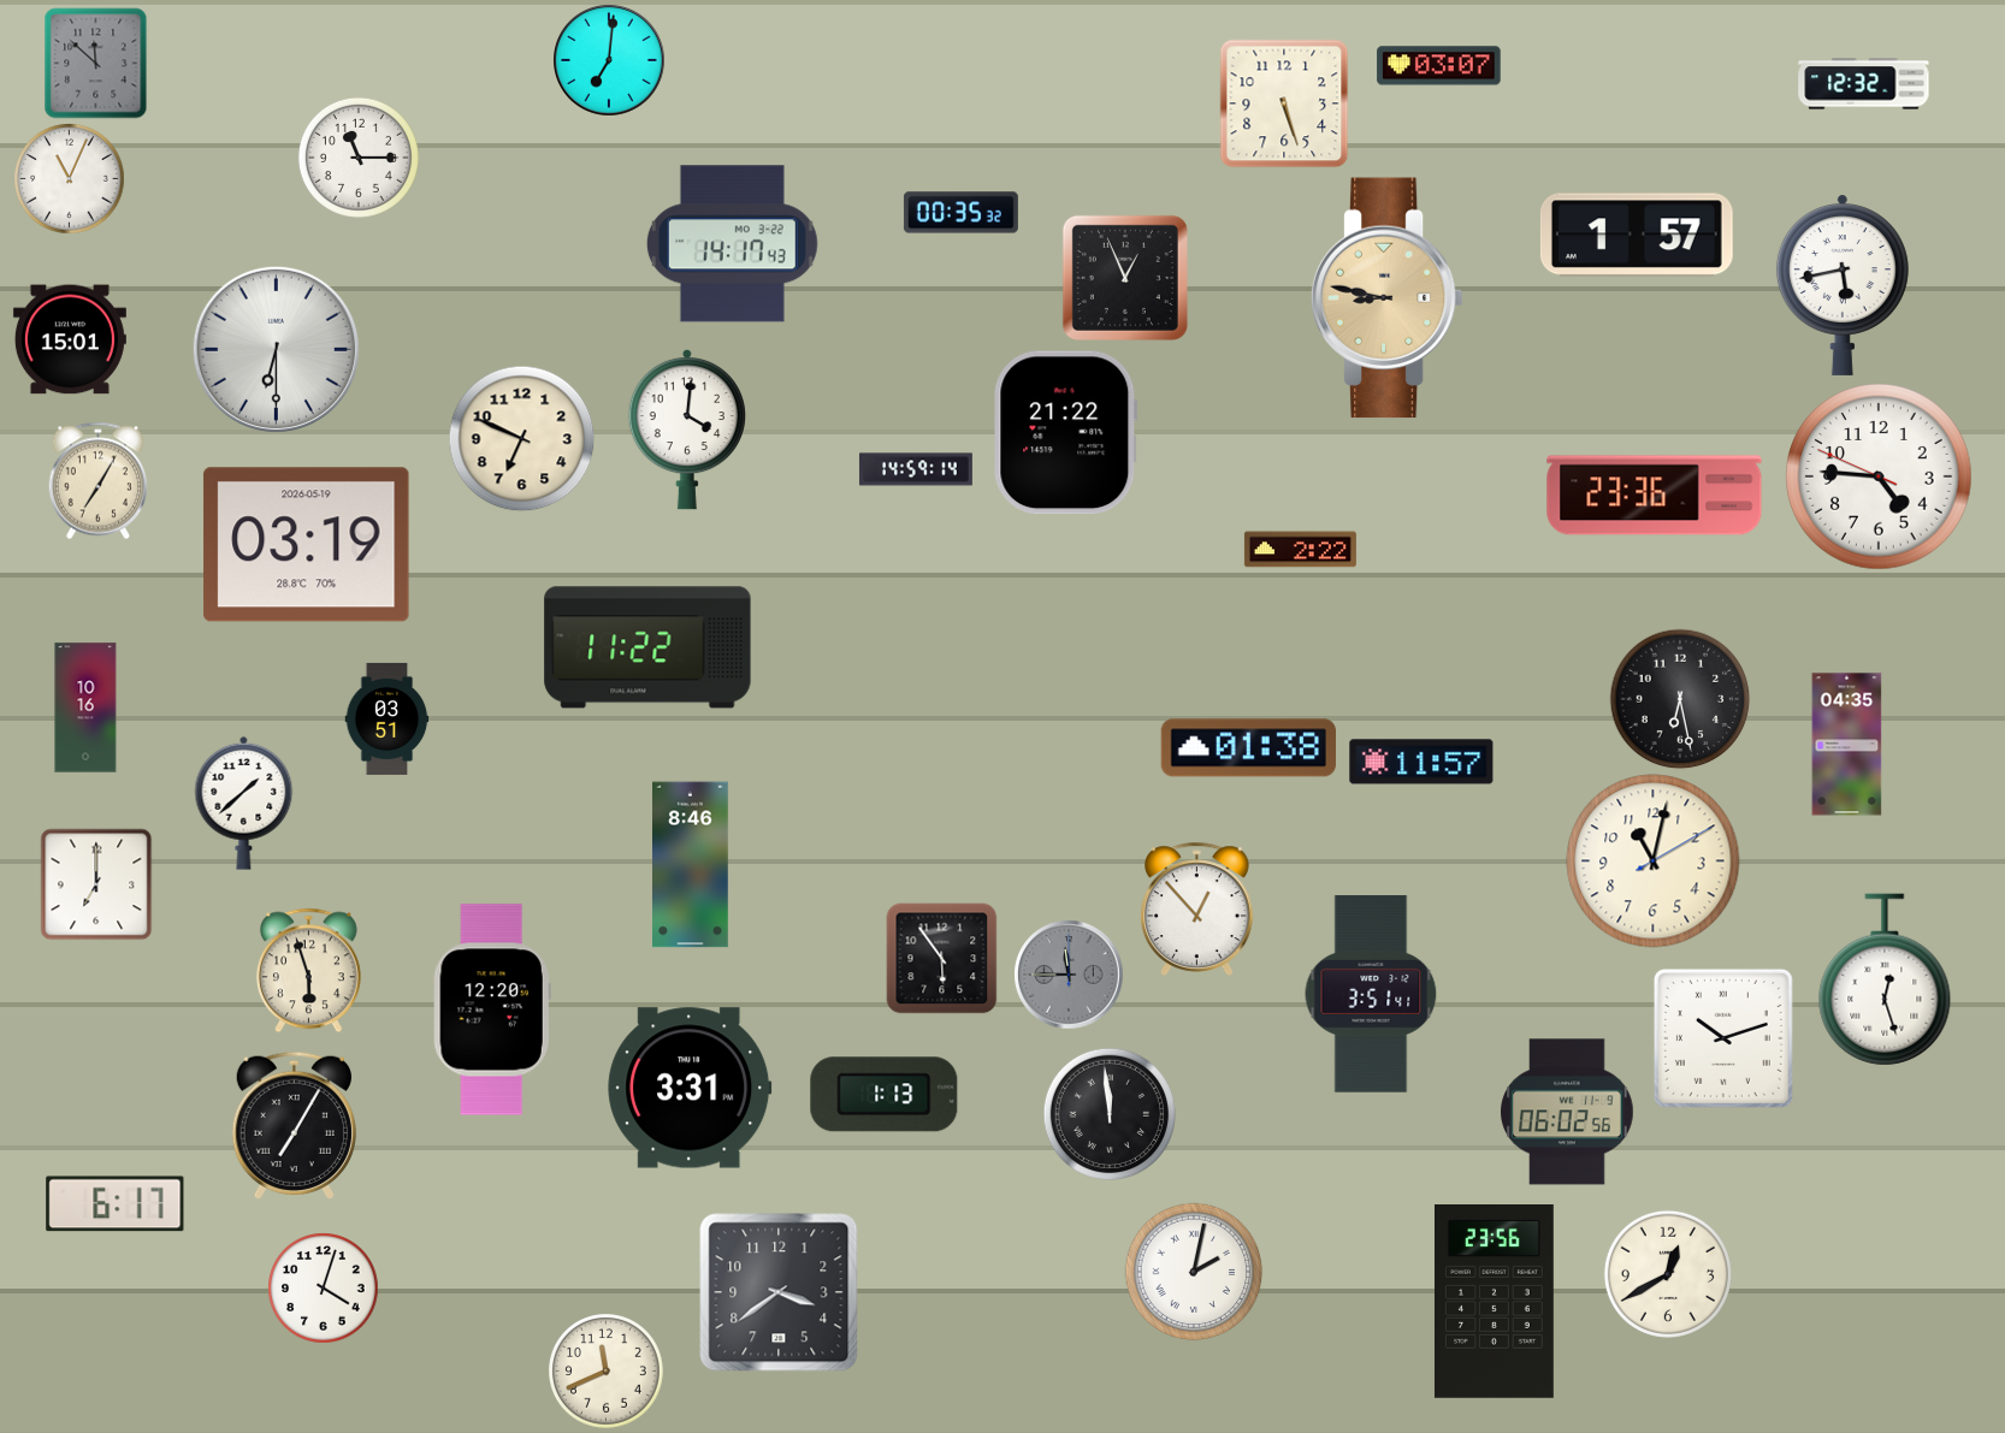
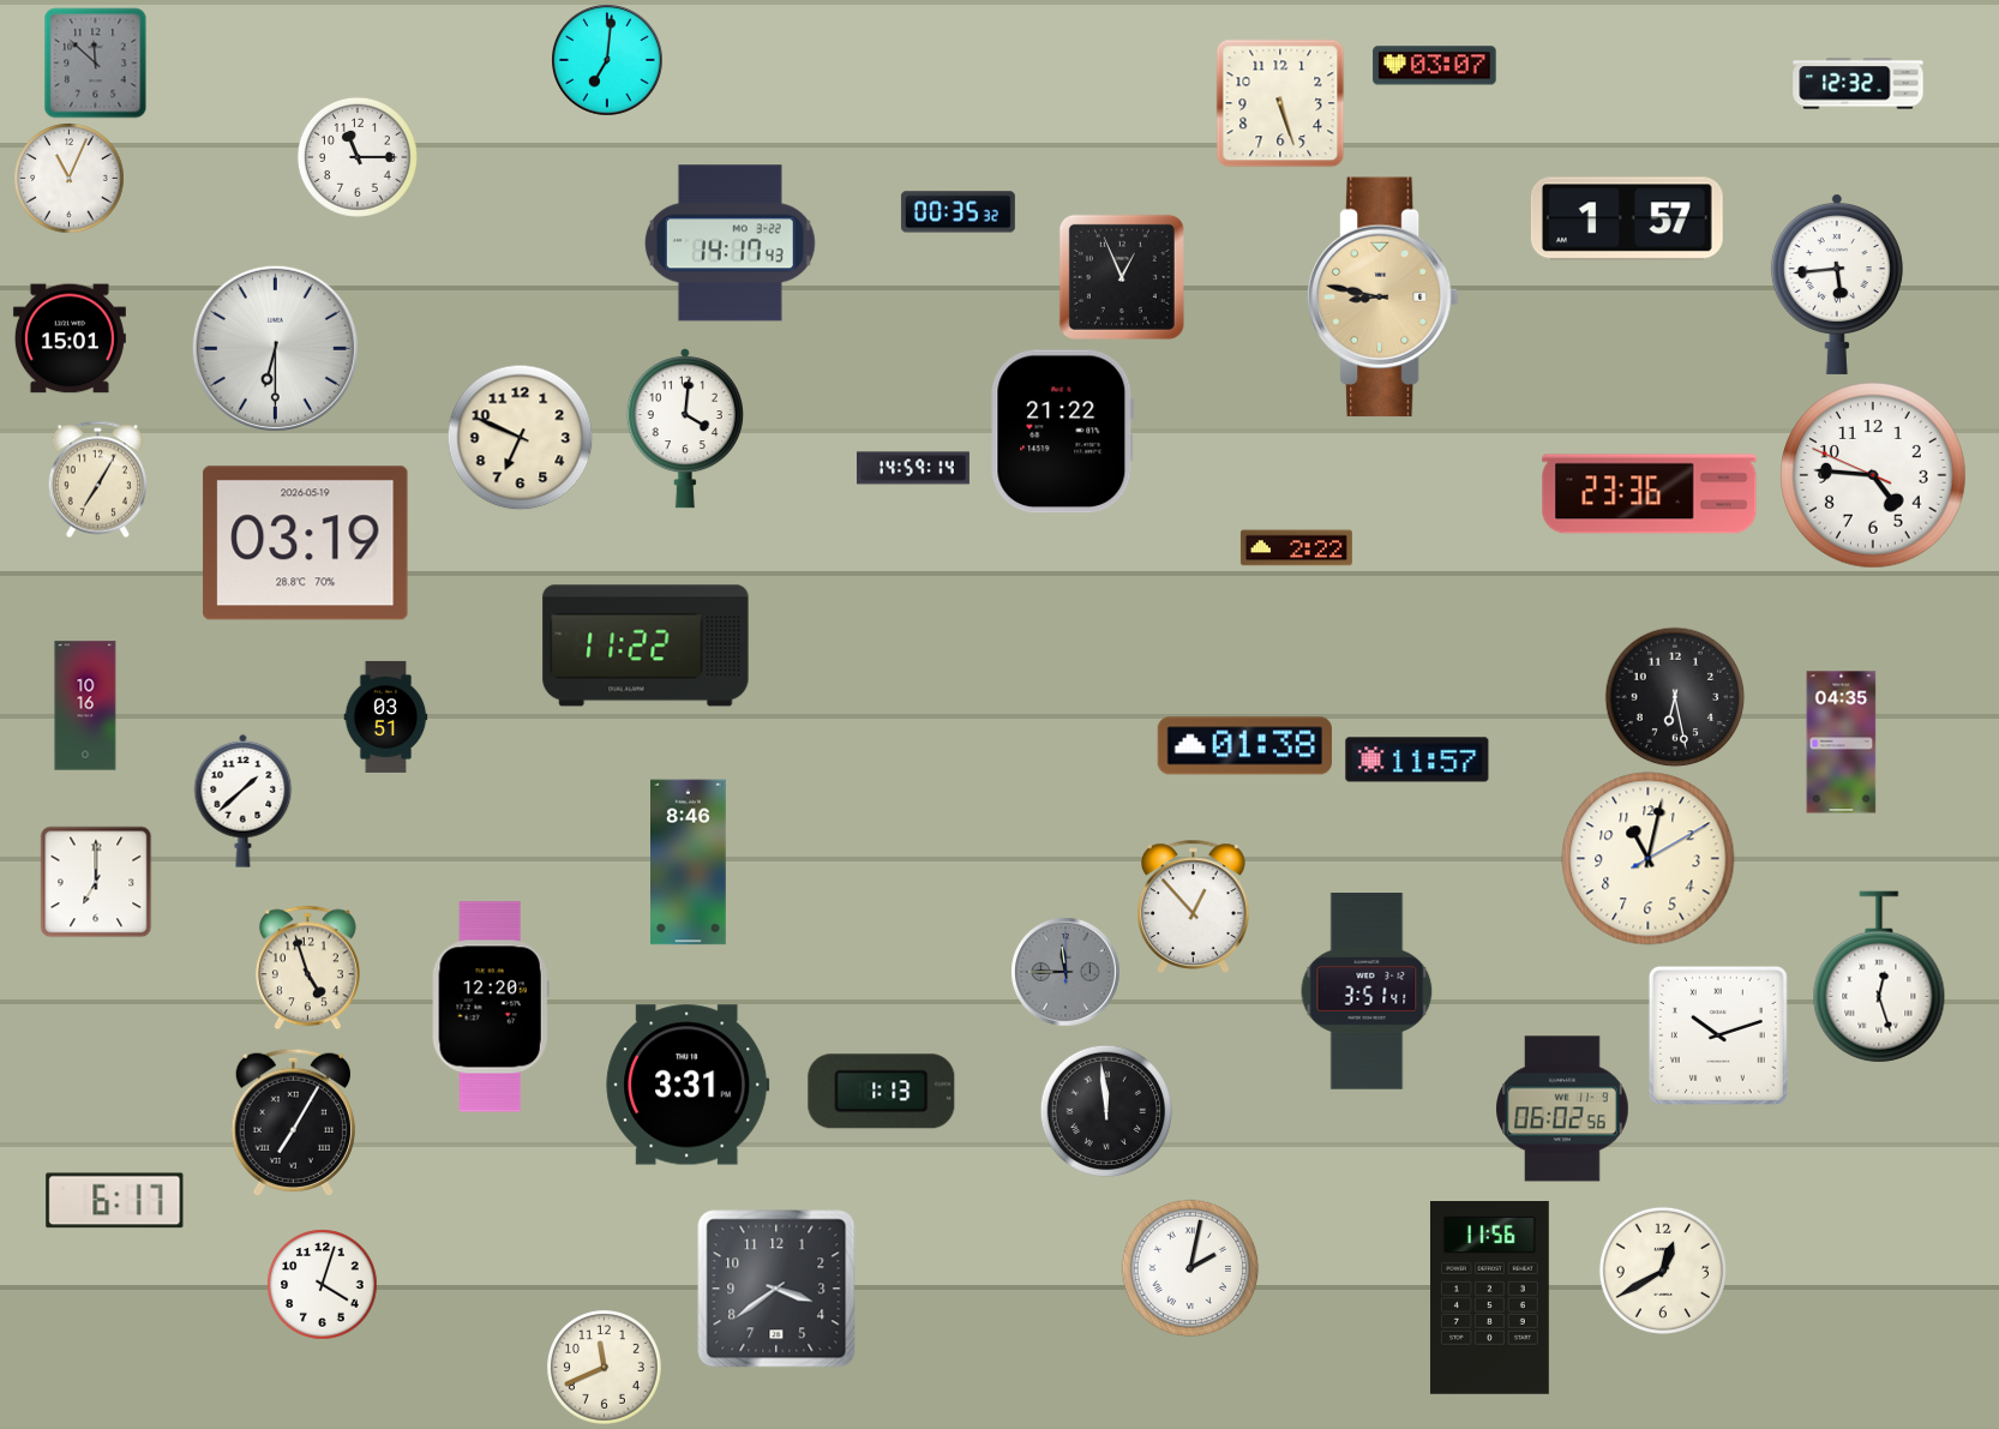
clock at (1637, 235) position: (1637, 235) -> (1627, 218)
clock at (1843, 285): 5:43 -> 5:44
clock at (941, 958): 5:54 -> none
clock at (308, 970): 5:57 -> 4:57
clock at (1494, 1302): 23:56 -> 11:56
